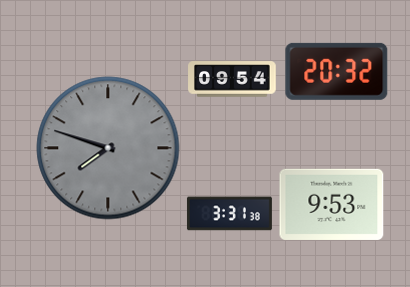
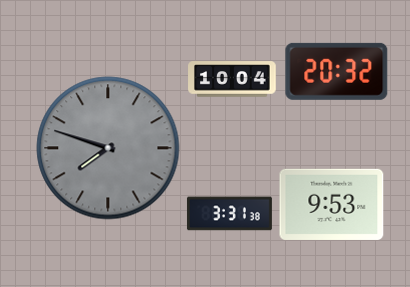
clock at (232, 79): 09:54 -> 10:04
